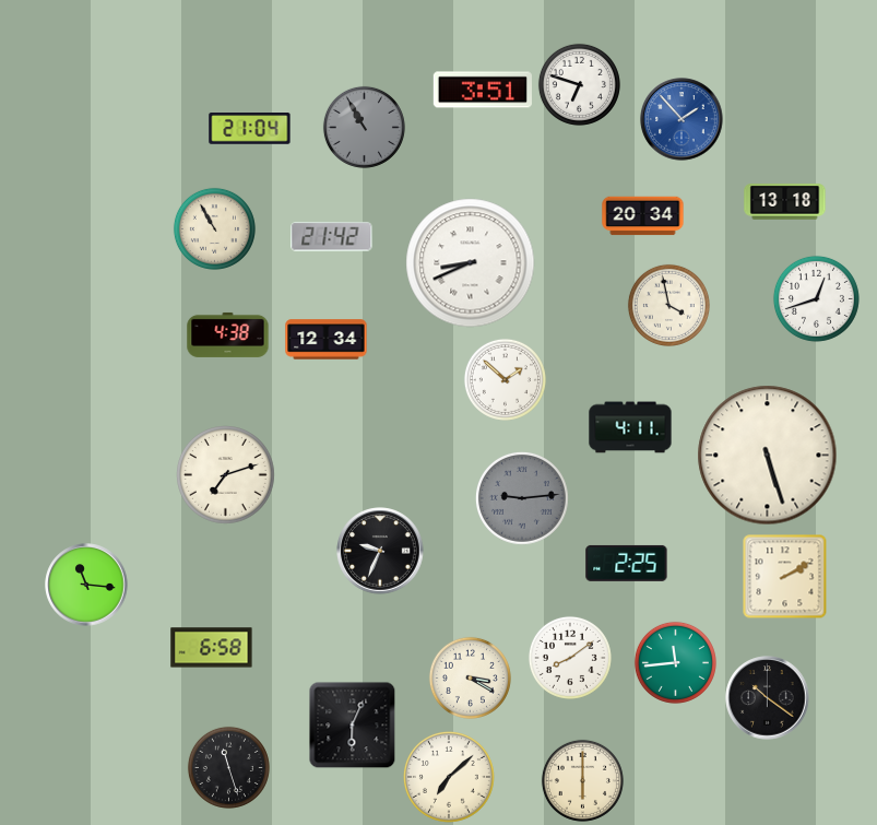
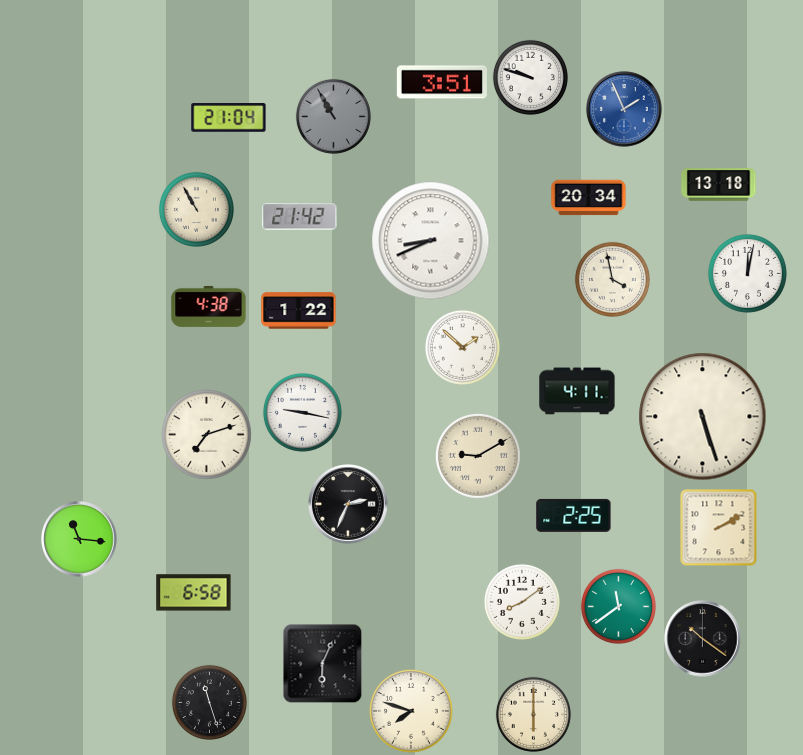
clock at (579, 84): 6:48 -> 9:48
clock at (682, 119): 1:53 -> 1:56
clock at (332, 237) position: (332, 237) -> (300, 217)
clock at (816, 298): 12:42 -> 12:02
clock at (327, 340): 12:34 -> 1:22
clock at (302, 412): none -> 9:17
clock at (522, 498): 9:14 -> 9:10
clock at (522, 498) dial: grey -> cream
clock at (380, 551): 9:34 -> 2:34
clock at (86, 585) position: (86, 585) -> (79, 539)
clock at (675, 662): 11:44 -> 11:39
clock at (470, 677): 3:20 -> none
clock at (449, 777): 7:08 -> 7:48
